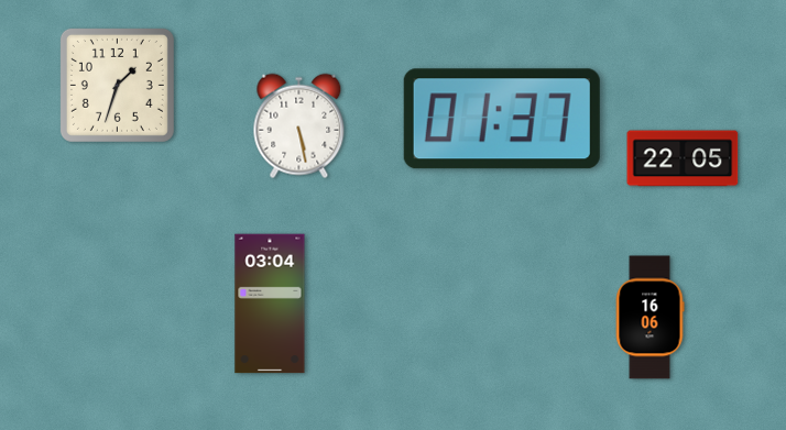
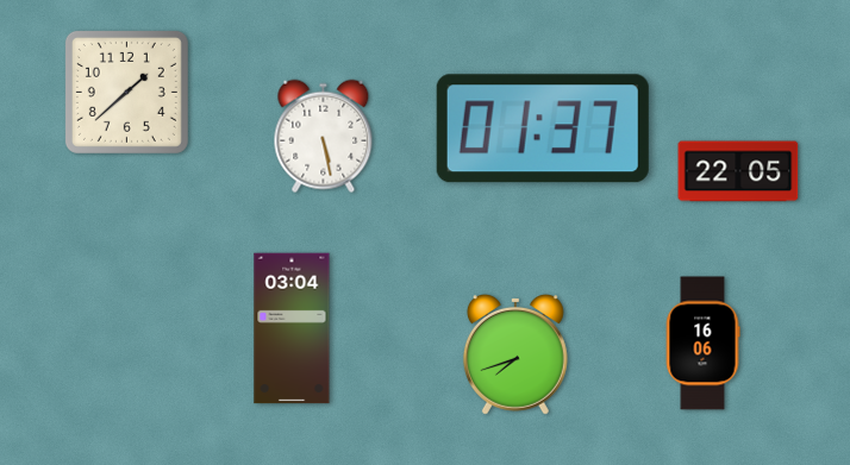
clock at (117, 85): 1:33 -> 1:38
clock at (515, 354): none -> 7:42
